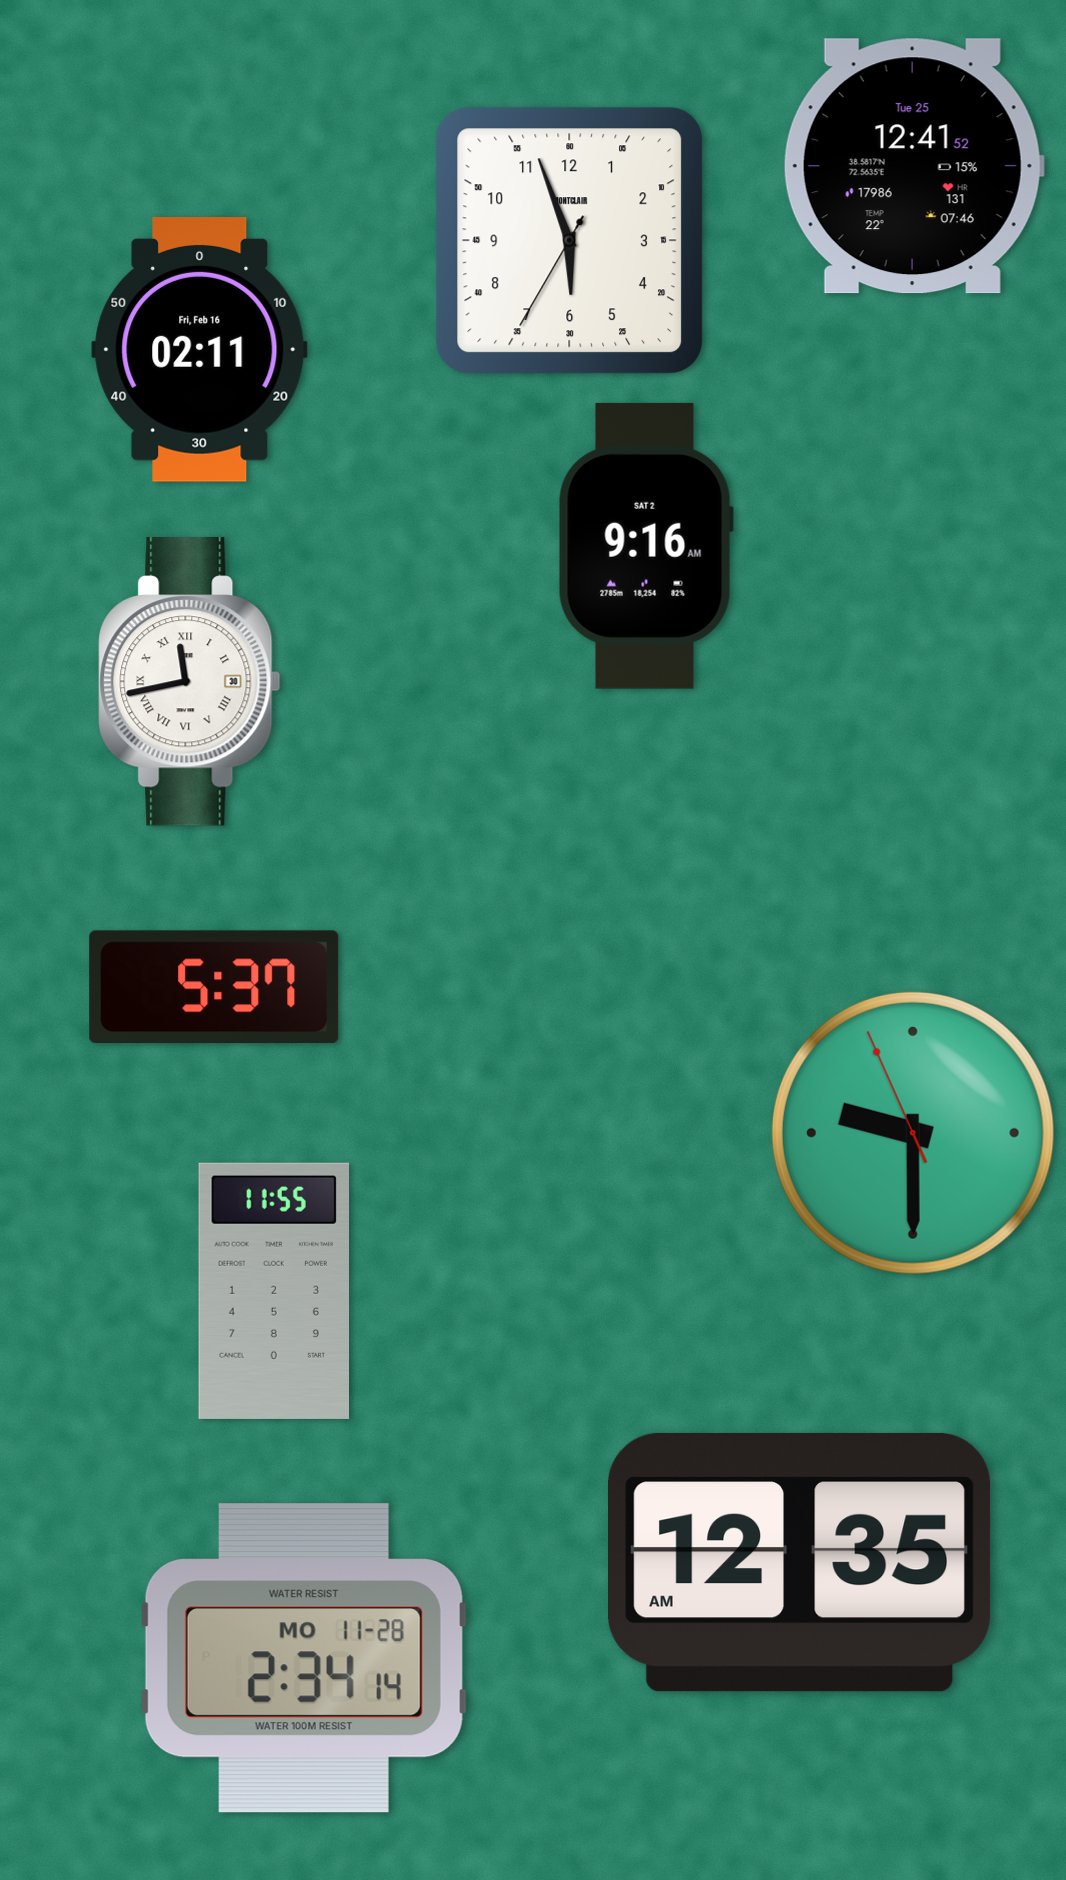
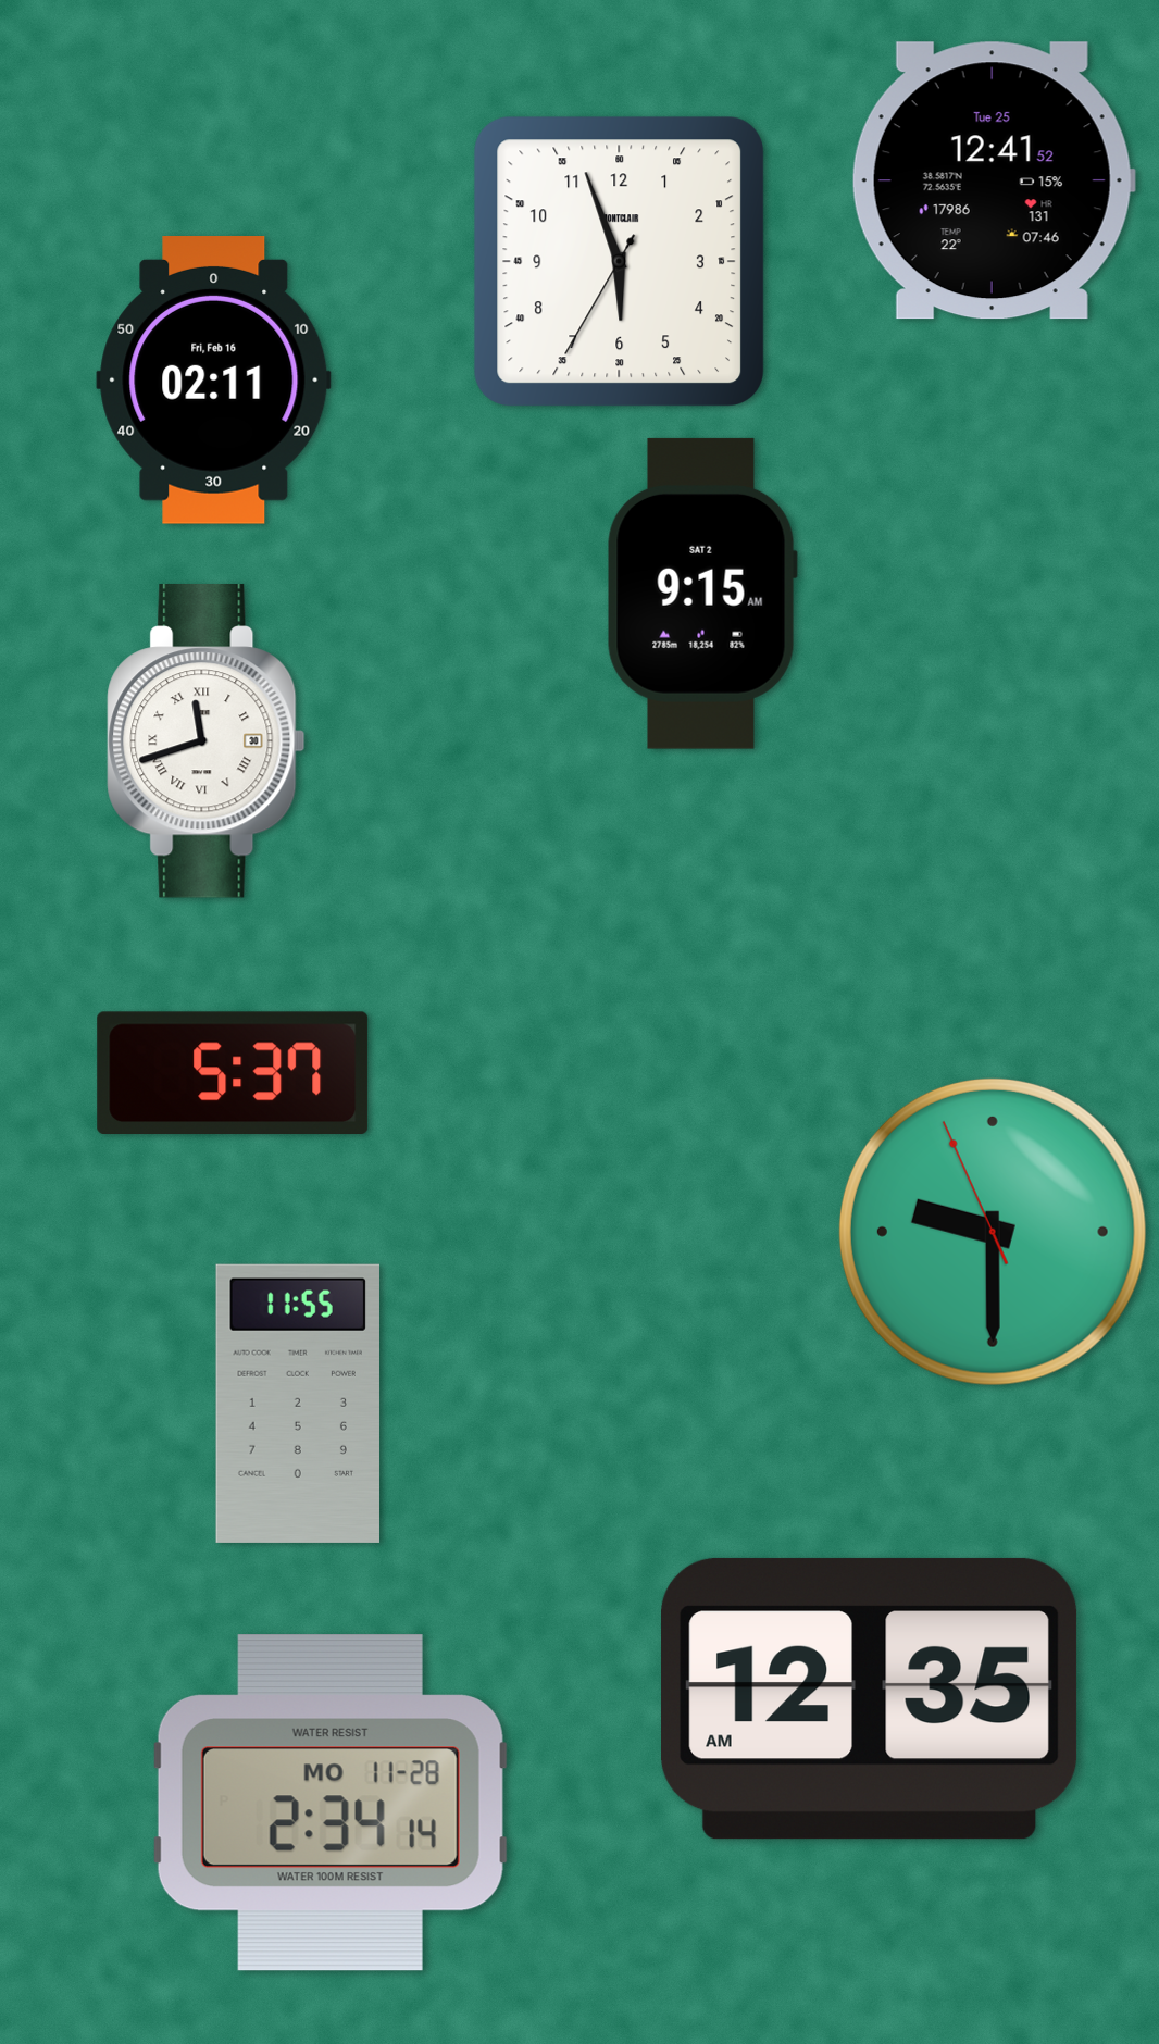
clock at (200, 350) position: (200, 350) -> (214, 381)
clock at (646, 546): 9:16 -> 9:15
clock at (190, 682): 11:43 -> 11:42
